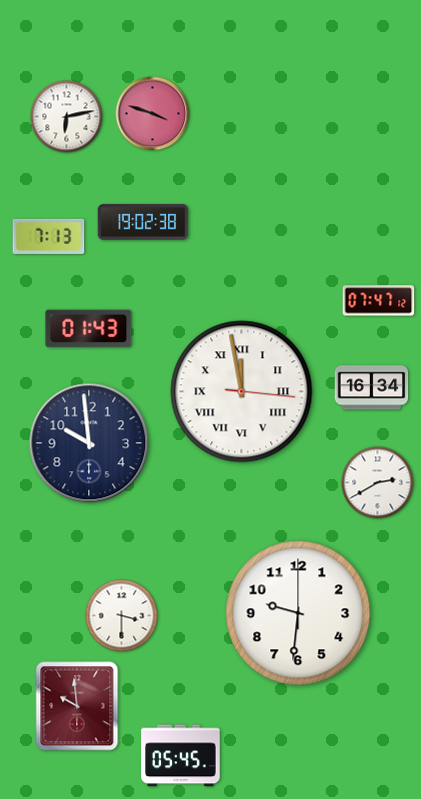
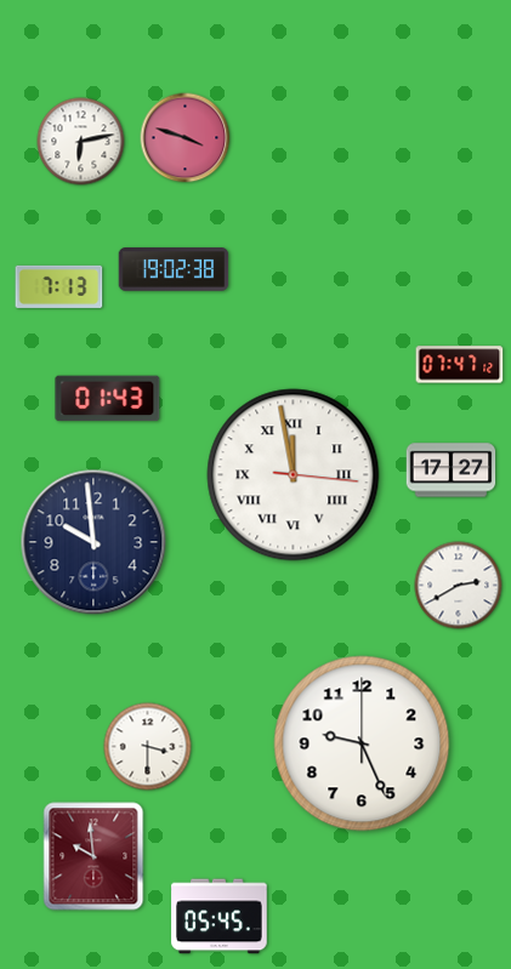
clock at (372, 388): 16:34 -> 17:27
clock at (89, 443) position: (89, 443) -> (93, 542)
clock at (298, 613): 9:31 -> 9:26
